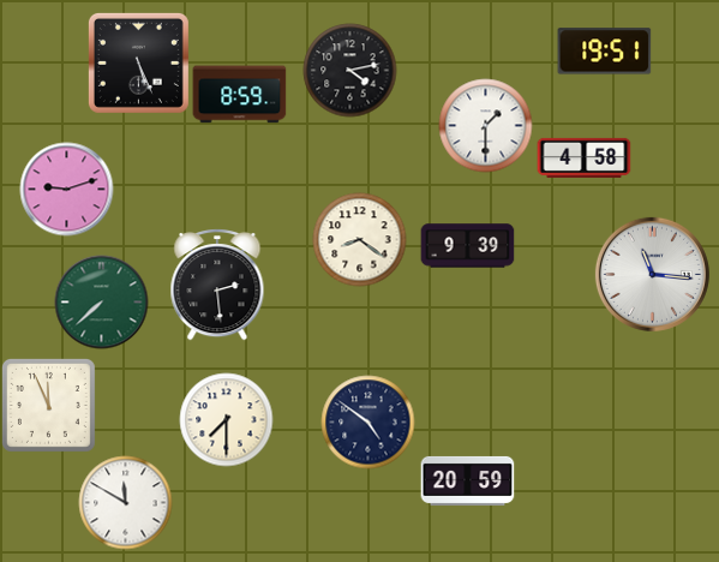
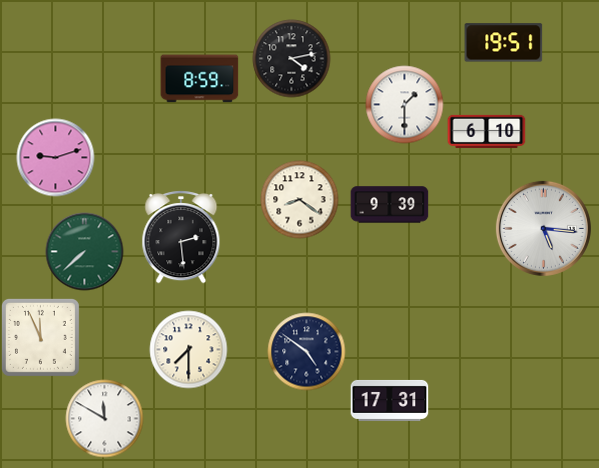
clock at (138, 62): 5:26 -> none
clock at (583, 157): 4:58 -> 6:10
clock at (652, 274): 11:16 -> 5:16
clock at (467, 480): 20:59 -> 17:31
